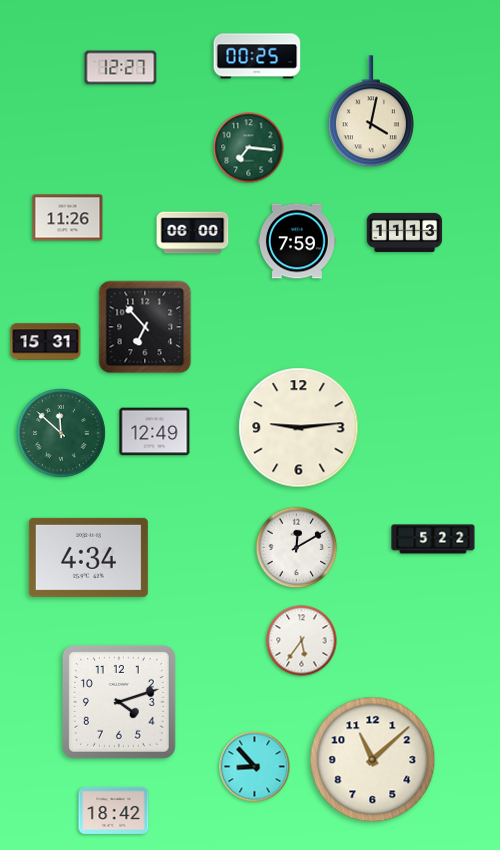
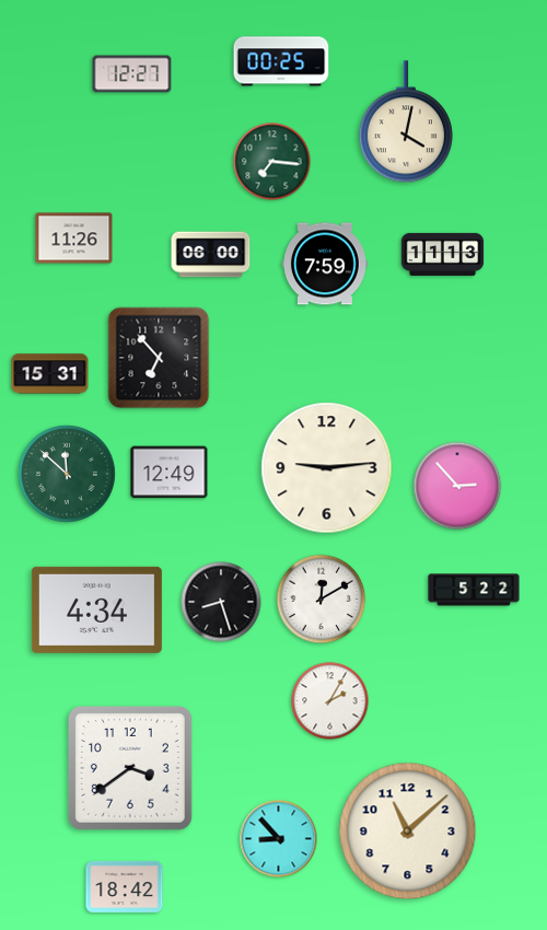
clock at (457, 486): none -> 2:53
clock at (297, 548) position: (297, 548) -> (322, 600)
clock at (221, 602): none -> 8:27
clock at (302, 641): 5:36 -> 2:05
clock at (119, 702): 4:12 -> 3:39
